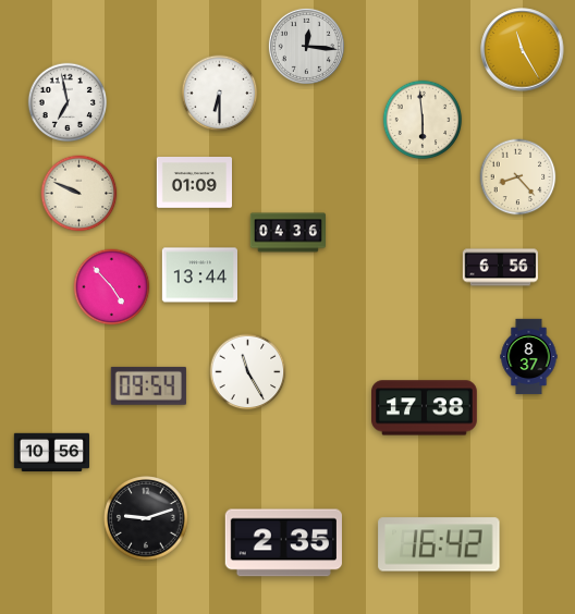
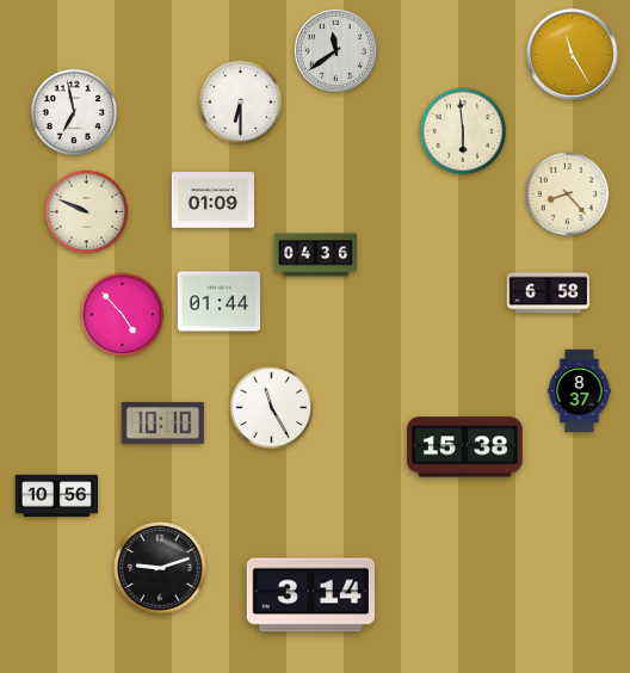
clock at (306, 46): 12:16 -> 11:39
clock at (501, 268): 6:56 -> 6:58
clock at (199, 275): 13:44 -> 01:44
clock at (148, 385): 09:54 -> 10:10
clock at (425, 408): 17:38 -> 15:38
clock at (283, 543): 2:35 -> 3:14
clock at (439, 544): 16:42 -> none
